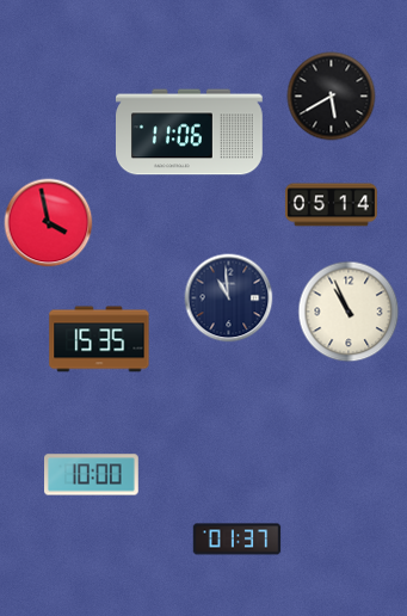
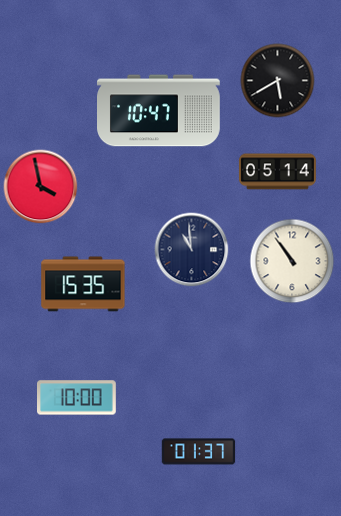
clock at (190, 133): 11:06 -> 10:47
clock at (349, 312): 10:56 -> 10:54
